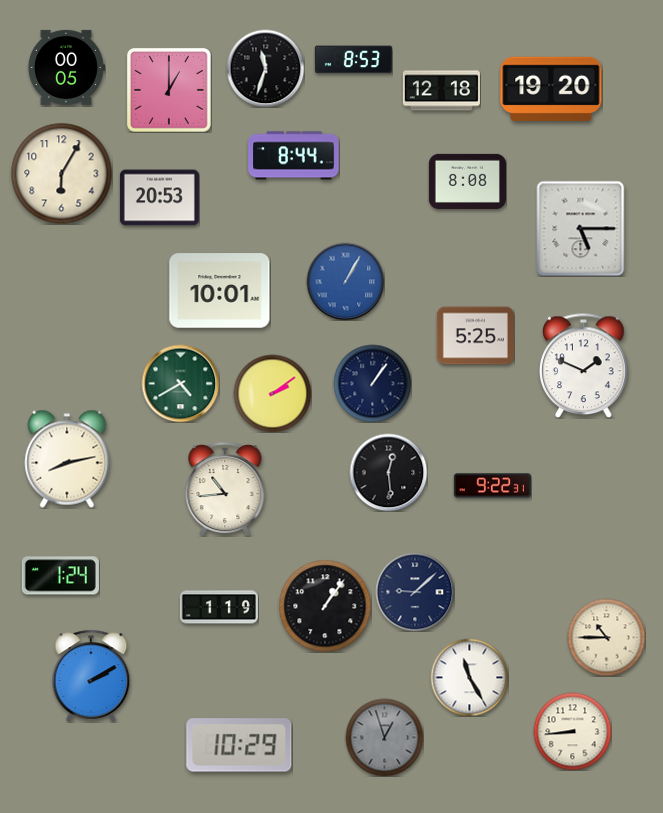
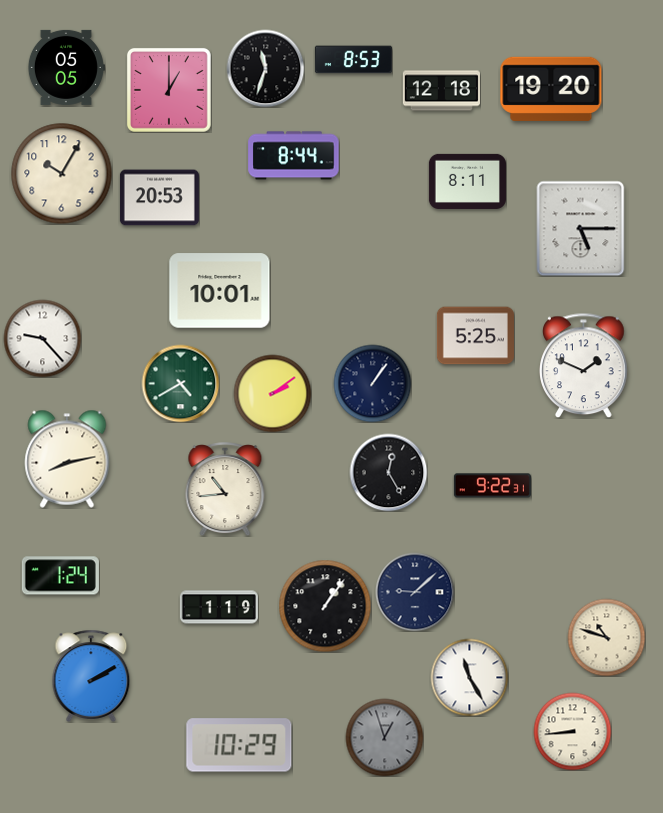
clock at (66, 67): 00:05 -> 05:05
clock at (62, 174): 6:05 -> 10:05
clock at (467, 181): 8:08 -> 8:11
clock at (345, 281): 1:05 -> none
clock at (42, 338): none -> 9:23
clock at (388, 472): 12:29 -> 12:25
clock at (606, 637): 10:45 -> 10:48
